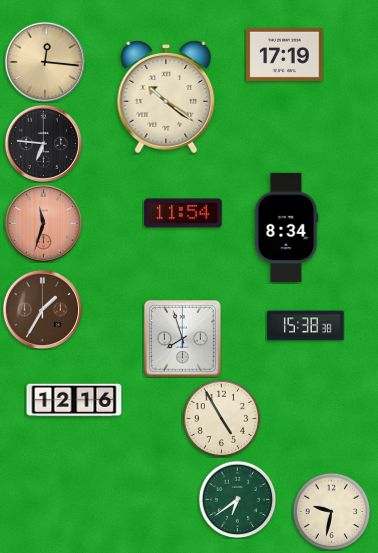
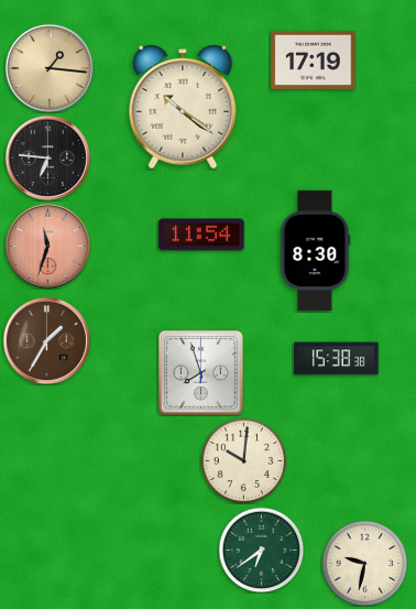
clock at (44, 61): 12:16 -> 1:16
clock at (286, 227): 8:34 -> 8:30
clock at (74, 400): 12:16 -> none
clock at (221, 418): 4:55 -> 10:01
